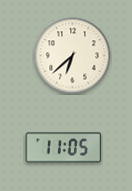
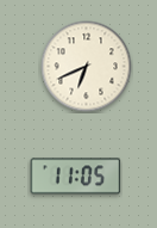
clock at (73, 56): 6:38 -> 6:41
